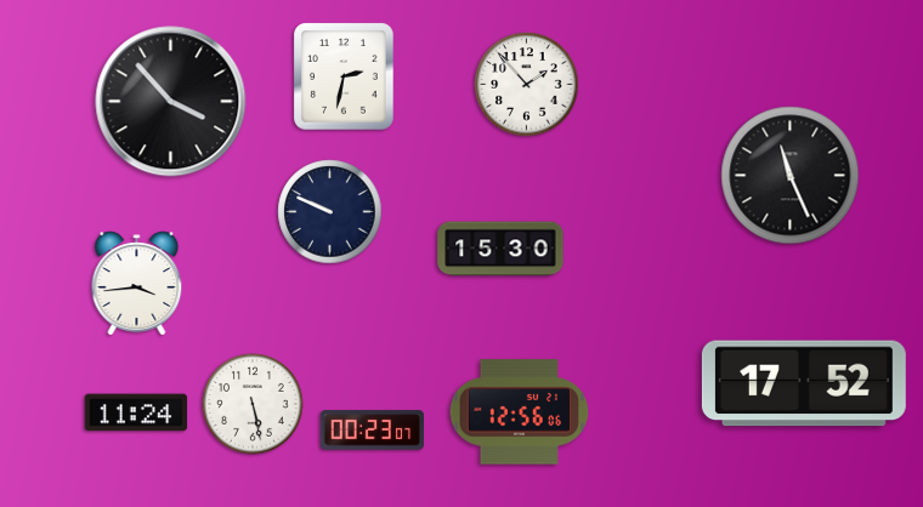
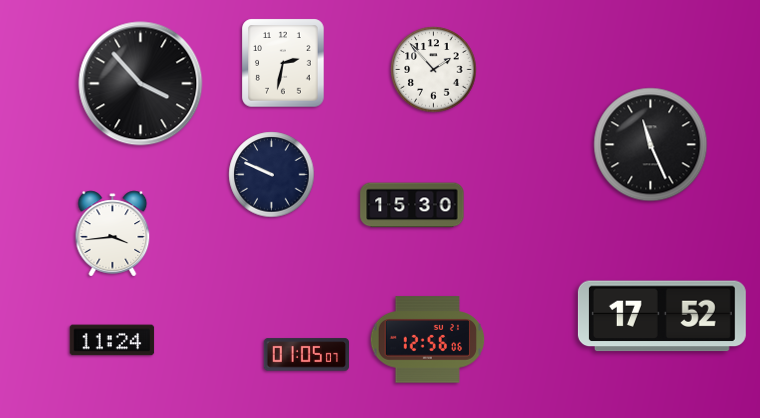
clock at (253, 404): 5:28 -> none
clock at (372, 431): 00:23 -> 01:05
